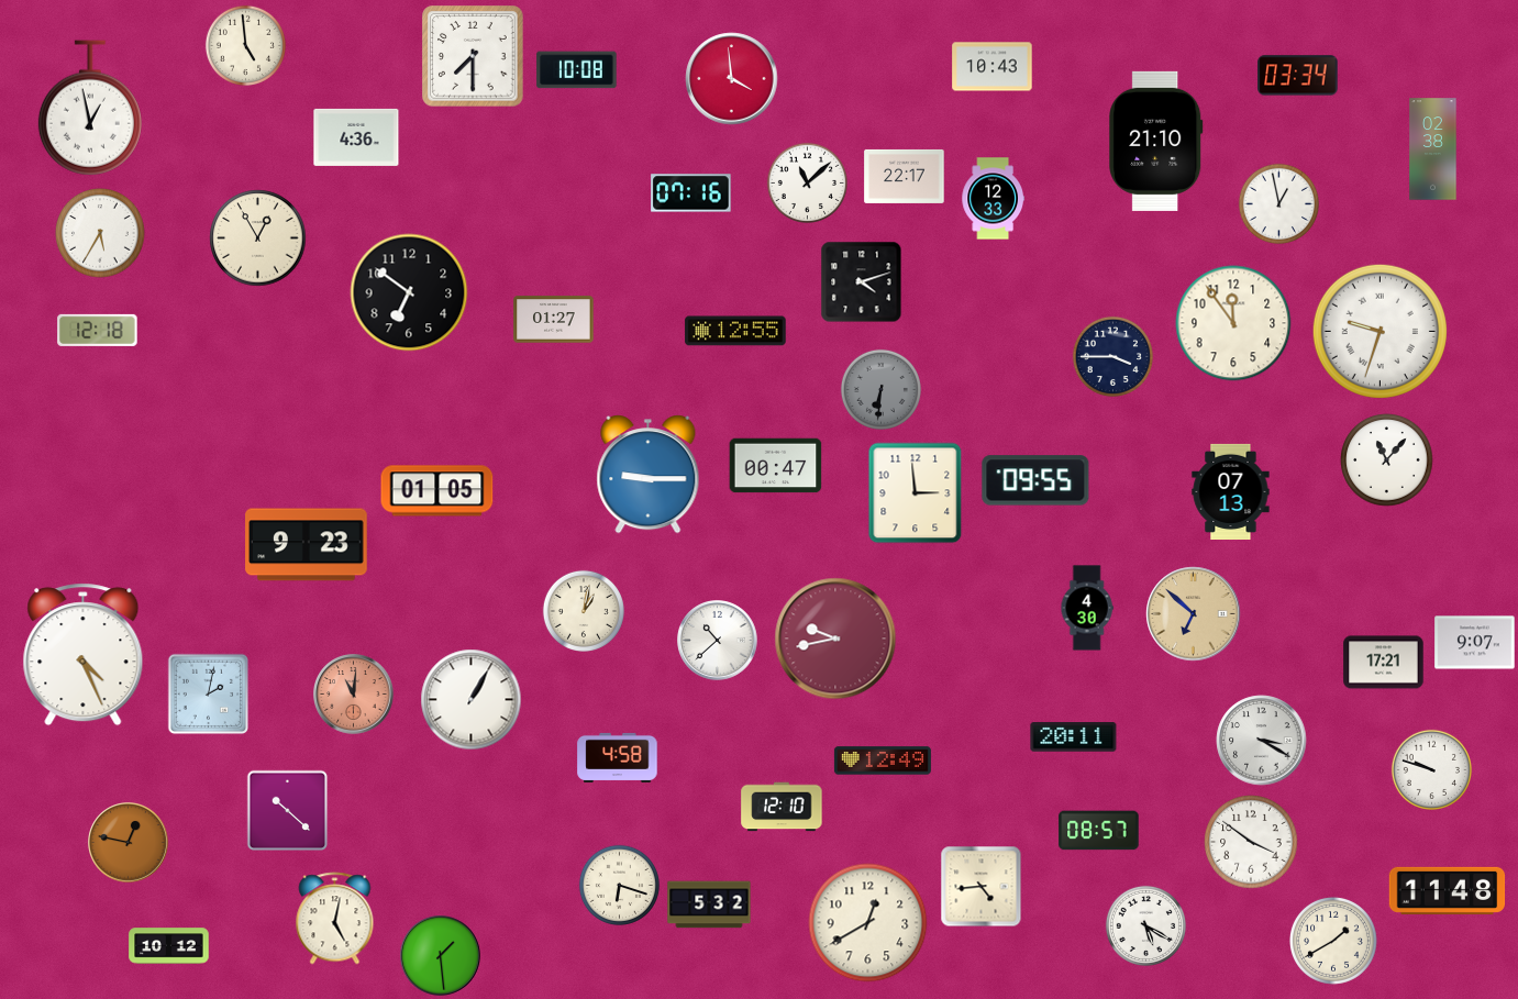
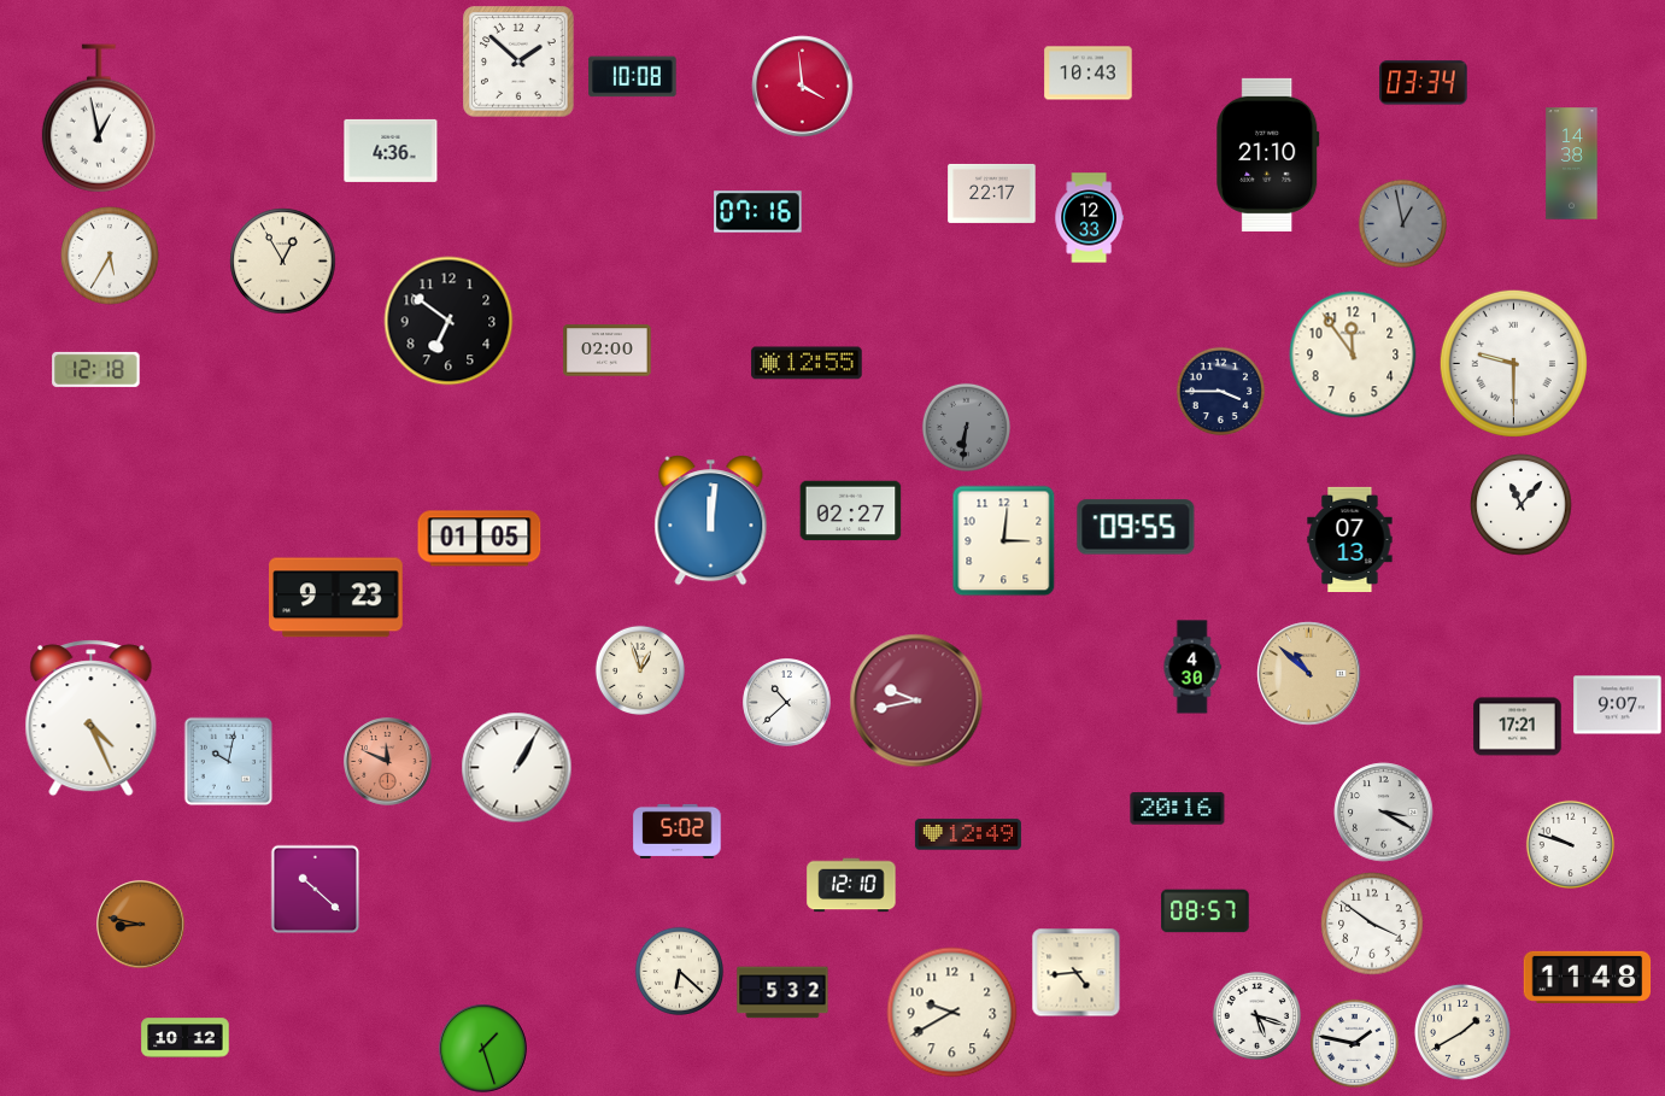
clock at (245, 45): 4:59 -> none
clock at (473, 56): 7:30 -> 1:52
clock at (1433, 149): 02:38 -> 14:38
clock at (807, 182): 11:08 -> none
clock at (1278, 203) dial: white -> grey
clock at (862, 282): 4:12 -> none
clock at (554, 320): 01:27 -> 02:00
clock at (98, 330) position: (98, 330) -> (96, 369)
clock at (1380, 331): 9:33 -> 9:30
clock at (776, 466): 00:47 -> 02:27
clock at (649, 475): 9:15 -> 12:01
clock at (916, 493): 2:59 -> 3:01
clock at (584, 611): 1:02 -> 12:57
clock at (1194, 614): 6:52 -> 10:52
clock at (209, 695): 2:02 -> 10:02
clock at (354, 695): 11:01 -> 11:49
clock at (1074, 737): 20:11 -> 20:16
clock at (618, 757): 4:58 -> 5:02
clock at (782, 807) position: (782, 807) -> (851, 885)
clock at (129, 843): 12:47 -> 8:47
clock at (619, 885): 6:18 -> 6:22
clock at (709, 904) position: (709, 904) -> (782, 992)
clock at (335, 919): 5:02 -> none
clock at (868, 923): 12:40 -> 9:40
clock at (1145, 925): 5:20 -> 5:18
clock at (1354, 1043): none -> 1:47
clock at (441, 956): 1:29 -> 1:27
